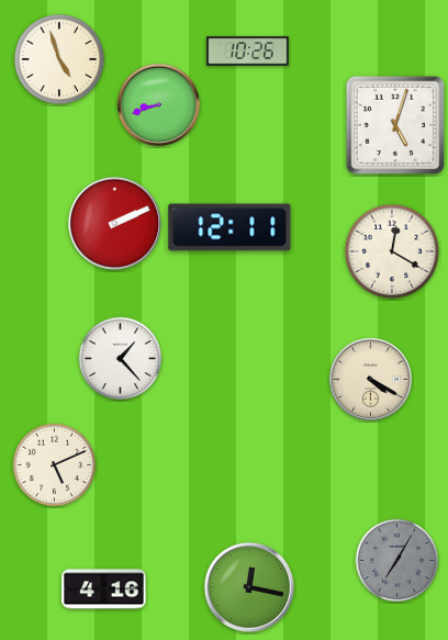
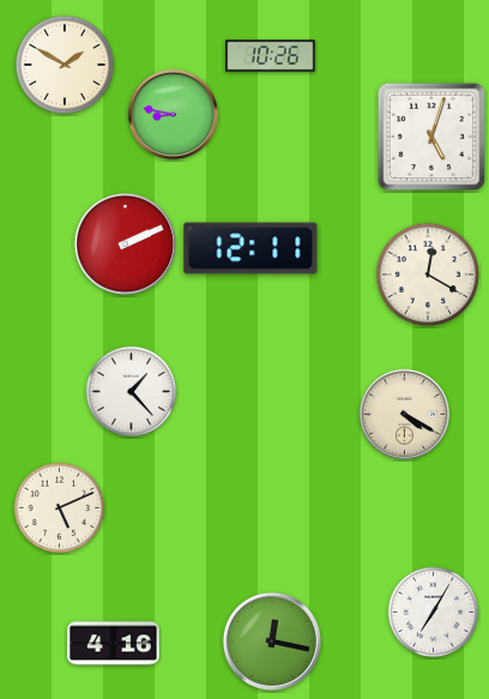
clock at (59, 59): 4:57 -> 1:50
clock at (158, 104): 8:42 -> 8:47
clock at (397, 561) dial: grey -> white
